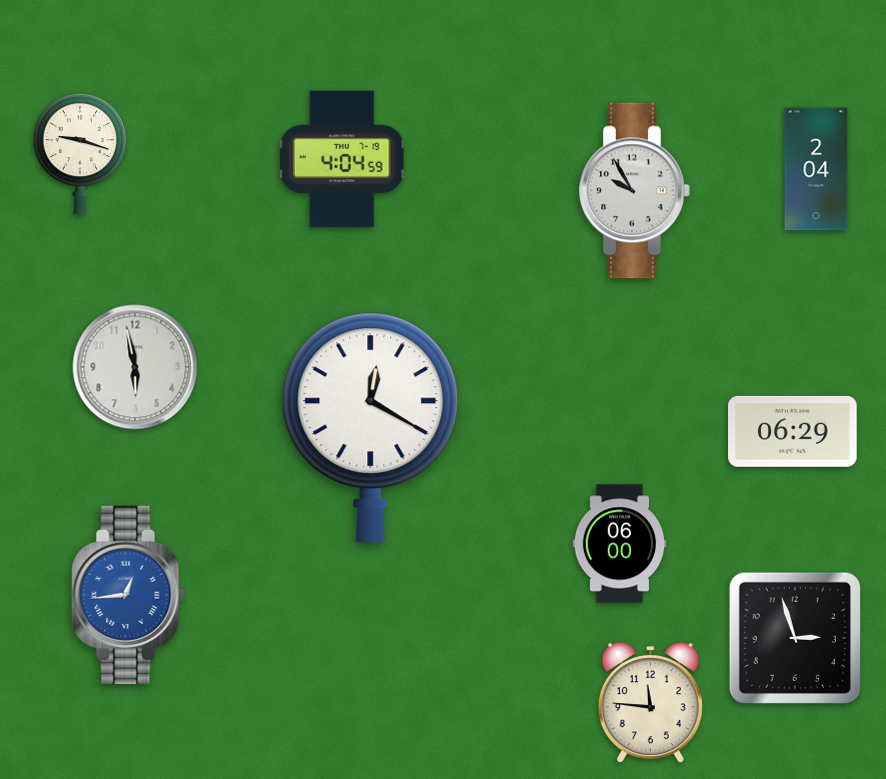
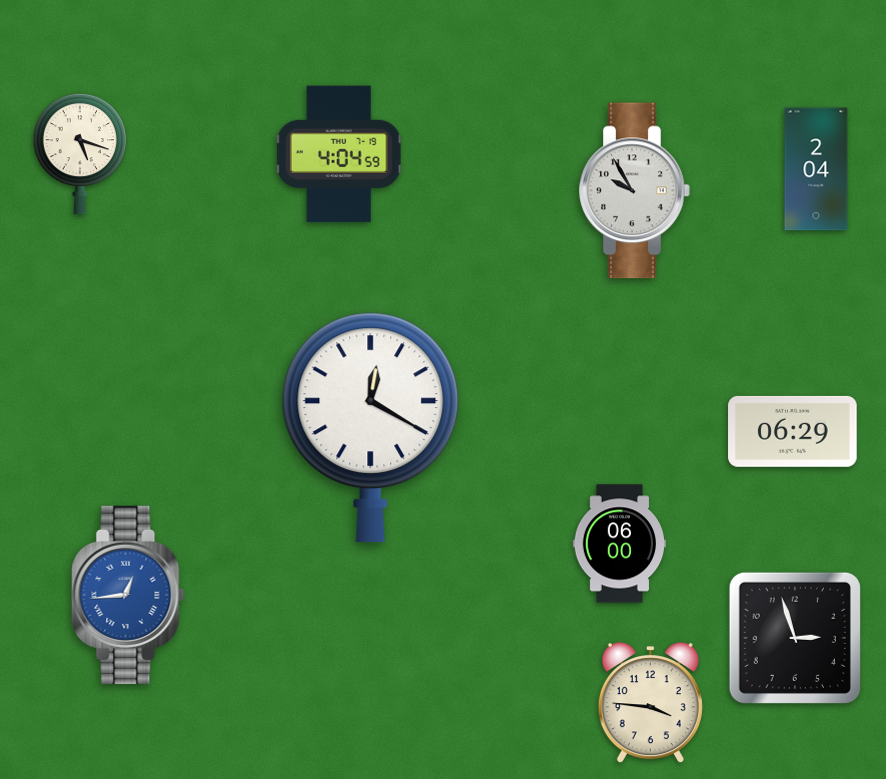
clock at (79, 154): 9:18 -> 5:18
clock at (342, 159) position: (342, 159) -> (339, 154)
clock at (135, 367): 5:58 -> none
clock at (650, 703): 11:46 -> 3:46
